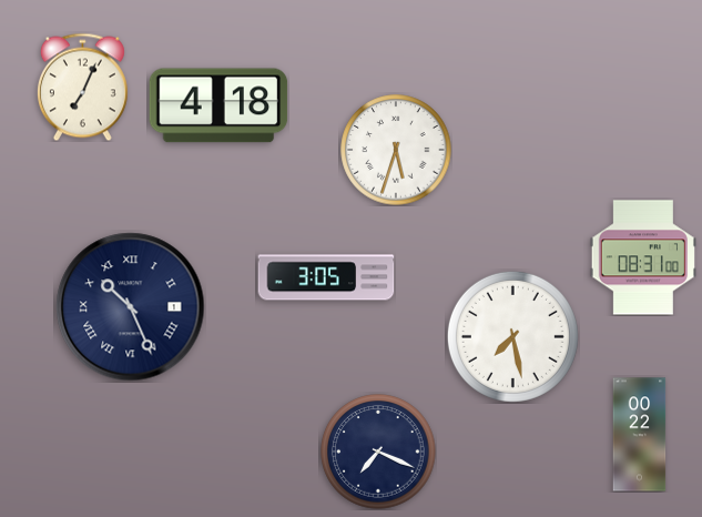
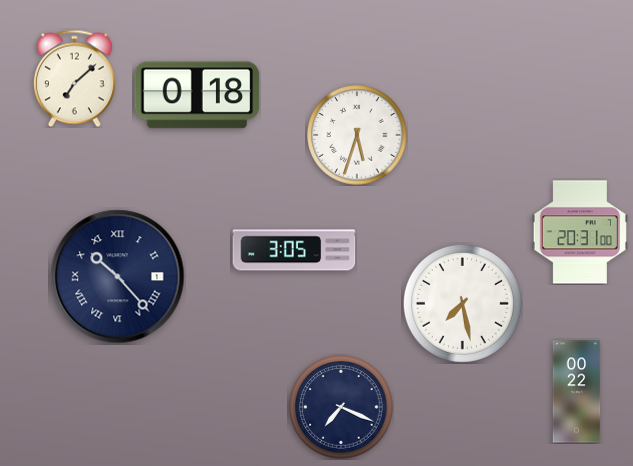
clock at (82, 87): 7:04 -> 7:08
clock at (218, 105): 4:18 -> 0:18
clock at (643, 257): 08:31 -> 20:31
clock at (131, 307): 10:26 -> 10:23
